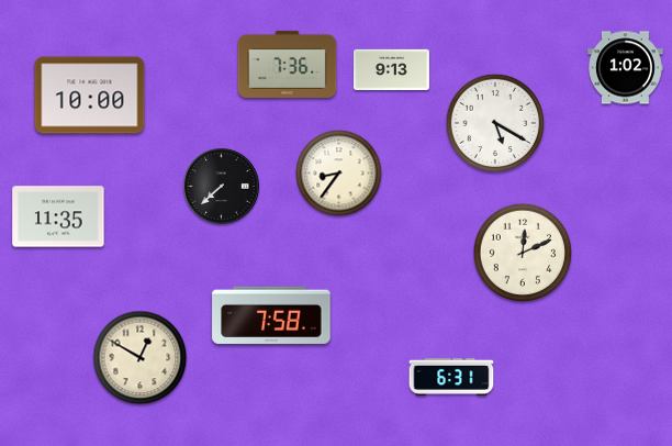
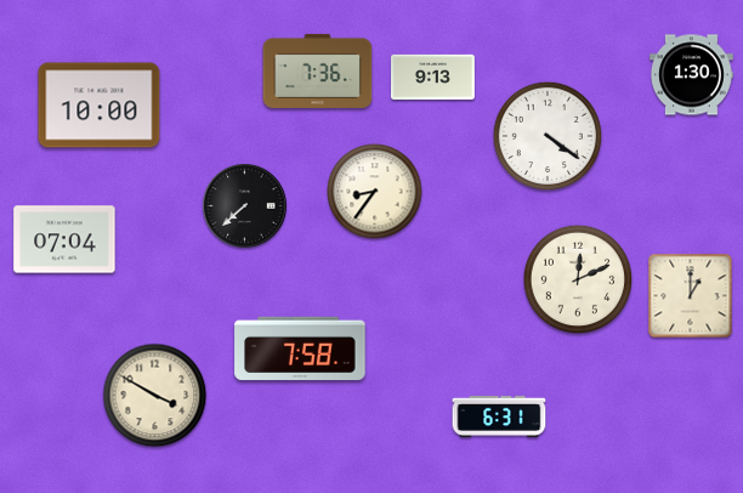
clock at (625, 68): 1:02 -> 1:30
clock at (494, 122): 5:20 -> 4:21
clock at (58, 216): 11:35 -> 07:04
clock at (691, 296): none -> 1:00
clock at (141, 358): 12:50 -> 3:50
